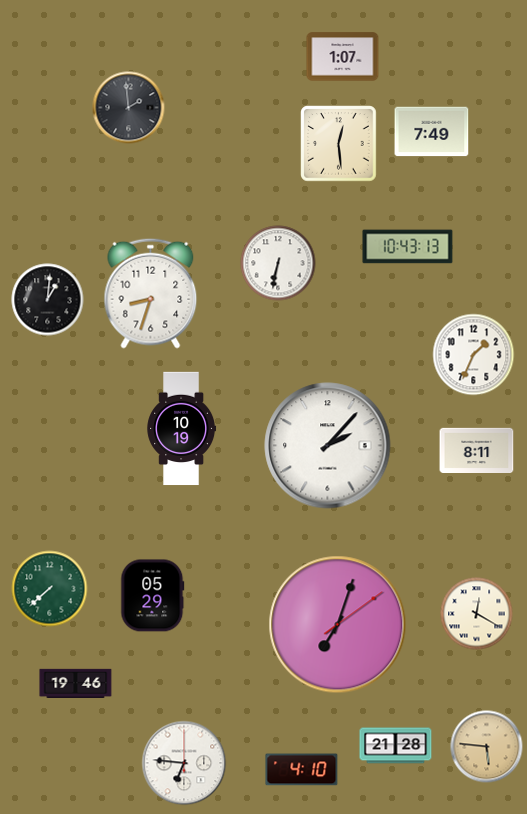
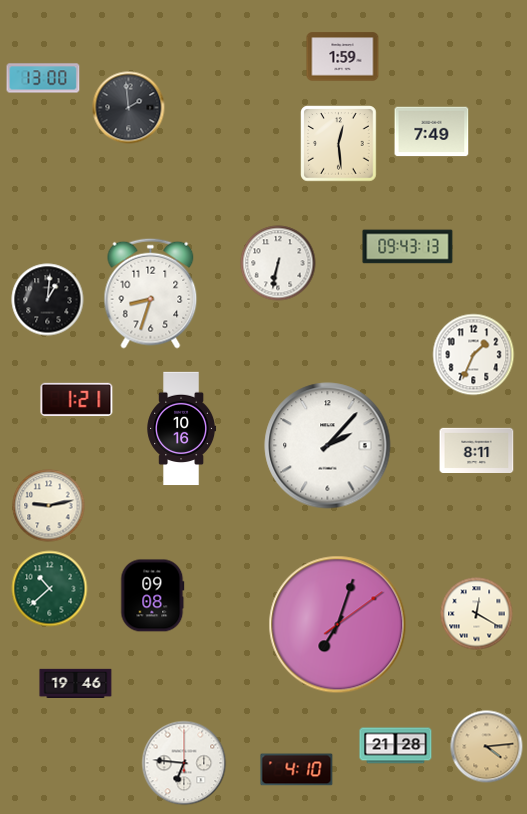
clock at (343, 57): 1:07 -> 1:59
clock at (43, 78): none -> 13:00
clock at (408, 247): 10:43 -> 09:43
clock at (77, 399): none -> 1:21
clock at (181, 429): 10:19 -> 10:16
clock at (49, 506): none -> 9:13
clock at (50, 589): 7:38 -> 10:38
clock at (153, 596): 05:29 -> 09:08
clock at (487, 747): 5:46 -> 4:14
clock at (302, 770) position: (302, 770) -> (297, 770)
